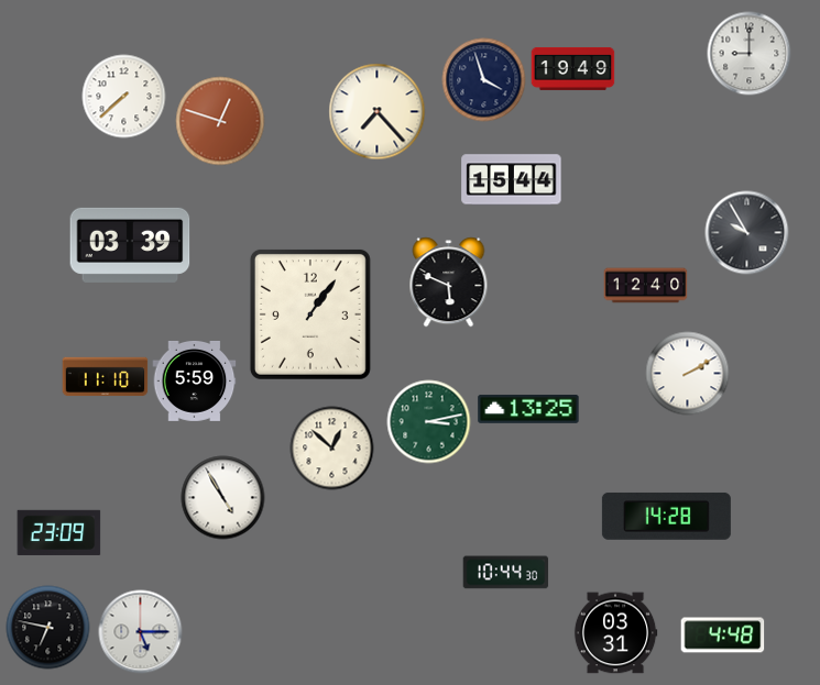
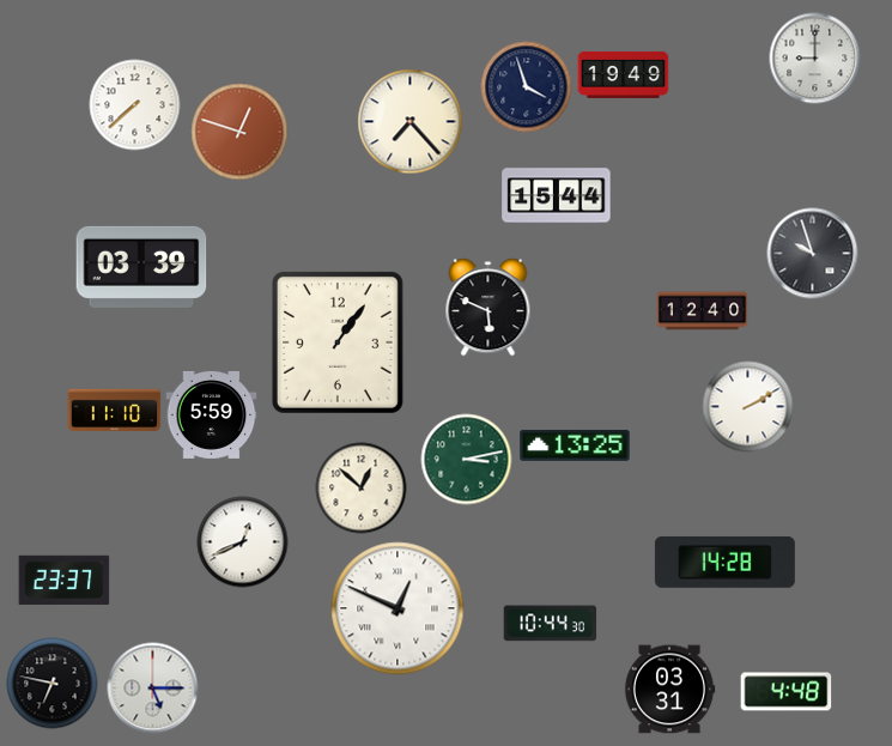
clock at (747, 233): 9:55 -> 9:57
clock at (223, 498): 4:55 -> 12:41
clock at (59, 532): 23:09 -> 23:37
clock at (398, 608): none -> 12:49
